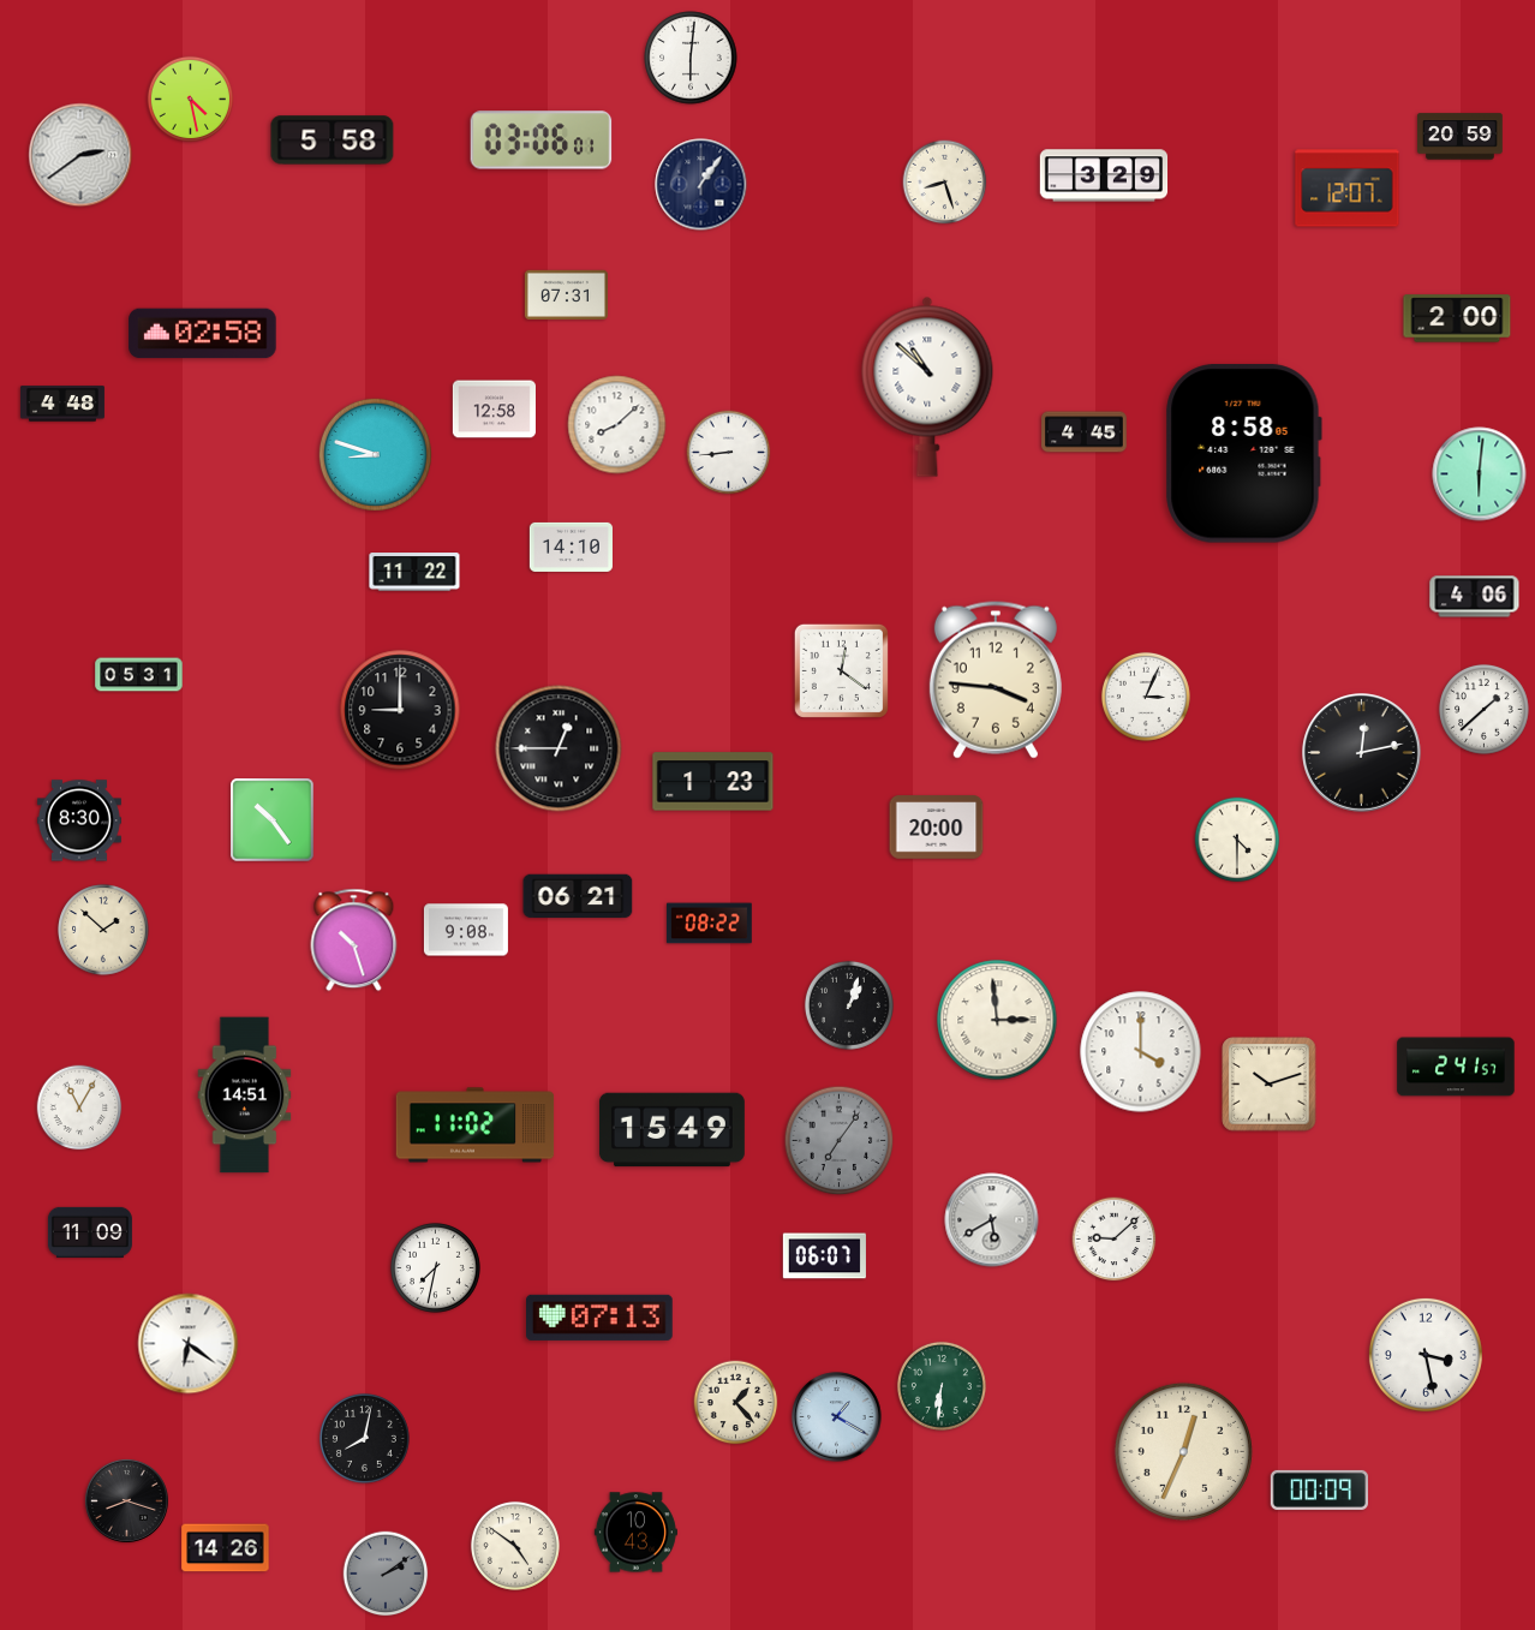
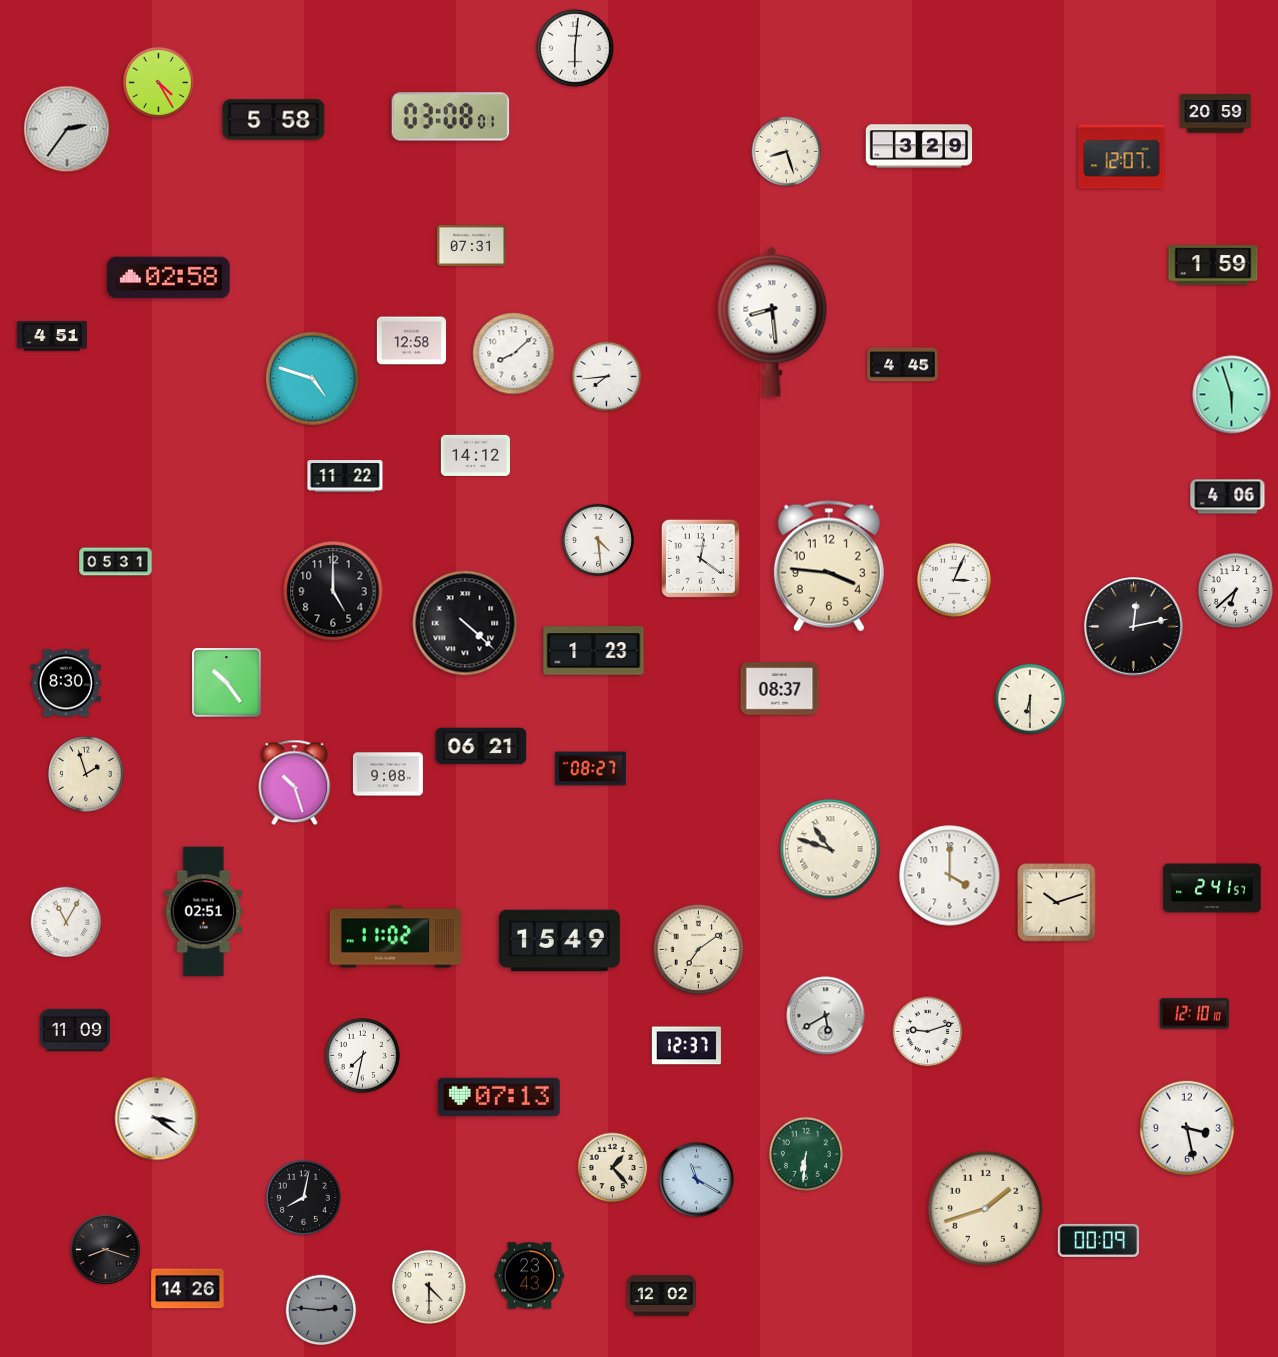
clock at (191, 100): 4:28 -> 4:25
clock at (333, 141) position: (333, 141) -> (274, 120)
clock at (542, 141): 03:06 -> 03:08
clock at (80, 155): 2:39 -> 2:36
clock at (701, 185): 1:06 -> none
clock at (1457, 318): 2:00 -> 1:59
clock at (927, 387): 10:52 -> 8:29
clock at (62, 404): 4:48 -> 4:51
clock at (1085, 432) position: (1085, 432) -> (903, 365)
clock at (729, 453): 8:44 -> 7:44
clock at (375, 454): 8:48 -> 4:48
clock at (1243, 454): 8:58 -> none
clock at (1480, 474): 6:01 -> 5:57
clock at (571, 547): 14:10 -> 14:12
clock at (597, 539): none -> 4:29
clock at (1483, 709): 1:38 -> 6:38
clock at (400, 710): 9:00 -> 5:00
clock at (559, 748): 12:45 -> 4:22
clock at (937, 828): 20:00 -> 08:37
clock at (1237, 840): 4:30 -> 6:30
clock at (710, 924): 08:22 -> 08:27
clock at (103, 930): 1:52 -> 1:57
clock at (849, 1005): 1:03 -> none
clock at (997, 1020): 2:59 -> 10:48
clock at (245, 1095): 14:51 -> 02:51
clock at (840, 1141): 7:06 -> 7:09
clock at (840, 1141) dial: grey -> cream
clock at (1194, 1014): none -> 12:10
clock at (90, 1232) position: (90, 1232) -> (75, 1030)
clock at (1115, 1240): 9:08 -> 9:12
clock at (824, 1256): 06:07 -> 12:37
clock at (189, 1344): 6:21 -> 3:21
clock at (942, 1386) position: (942, 1386) -> (806, 1154)
clock at (837, 1417): 1:20 -> 11:20
clock at (1183, 1451): 12:34 -> 1:42
clock at (635, 1533): 10:43 -> 23:43
clock at (515, 1546): 4:51 -> 4:30
clock at (661, 1296): none -> 12:02
clock at (386, 1574): 2:09 -> 2:46
